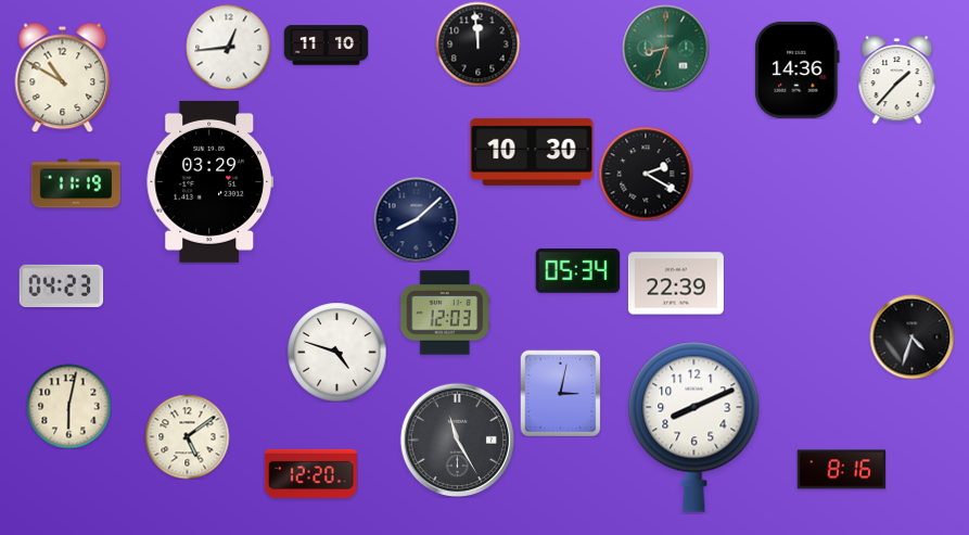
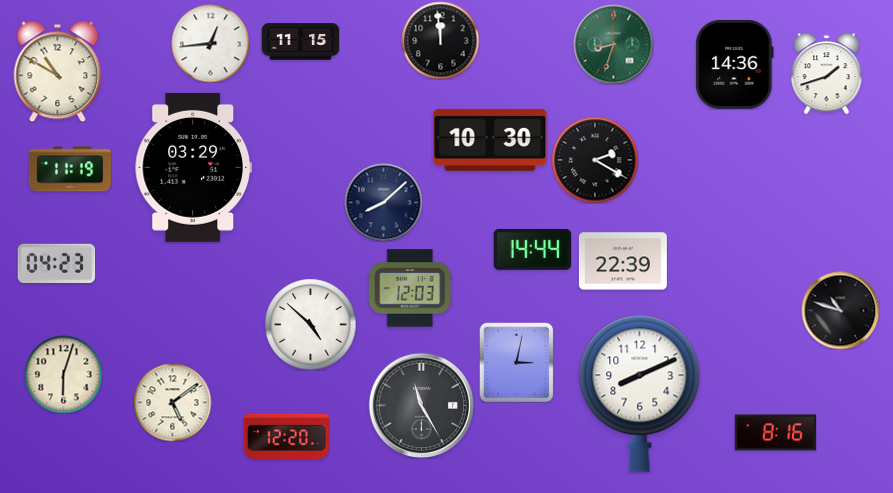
clock at (326, 46): 11:10 -> 11:15
clock at (897, 79): 1:37 -> 1:42
clock at (577, 271): 05:34 -> 14:44
clock at (911, 336): 4:33 -> 10:48
clock at (336, 352): 4:48 -> 4:52
clock at (68, 406): 6:02 -> 6:03
